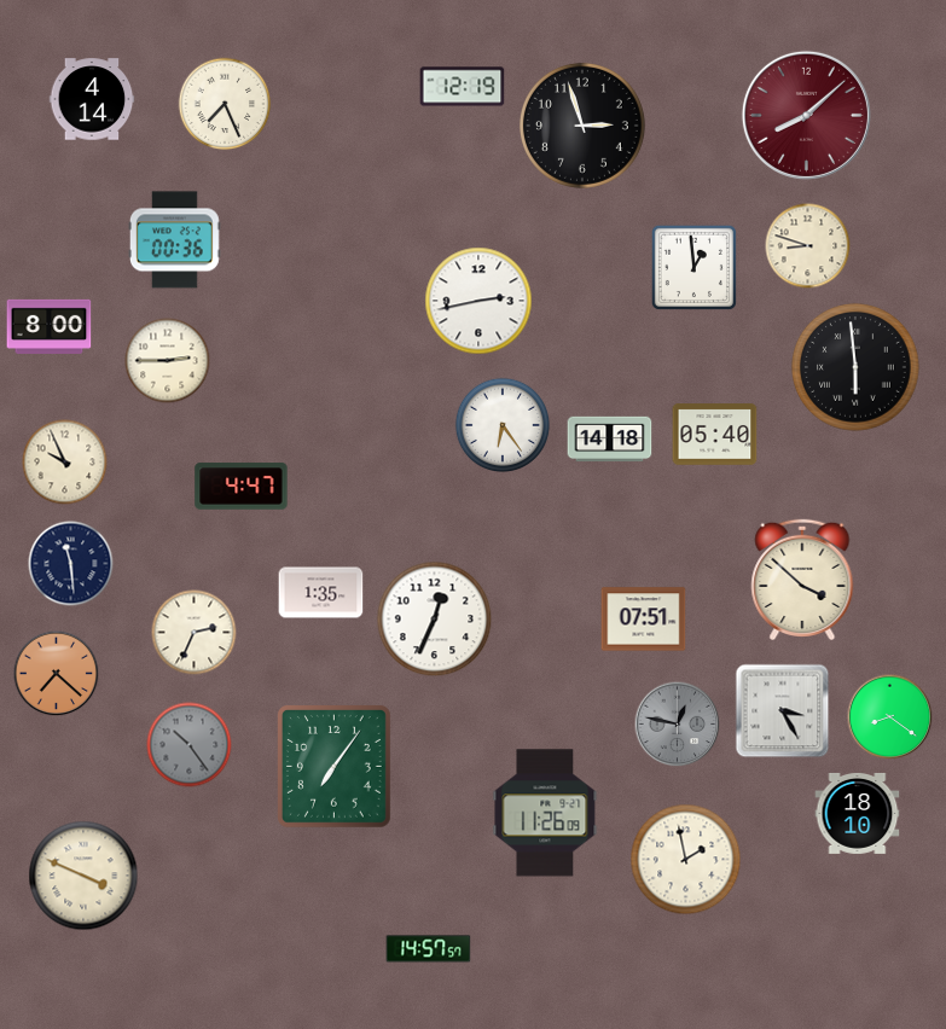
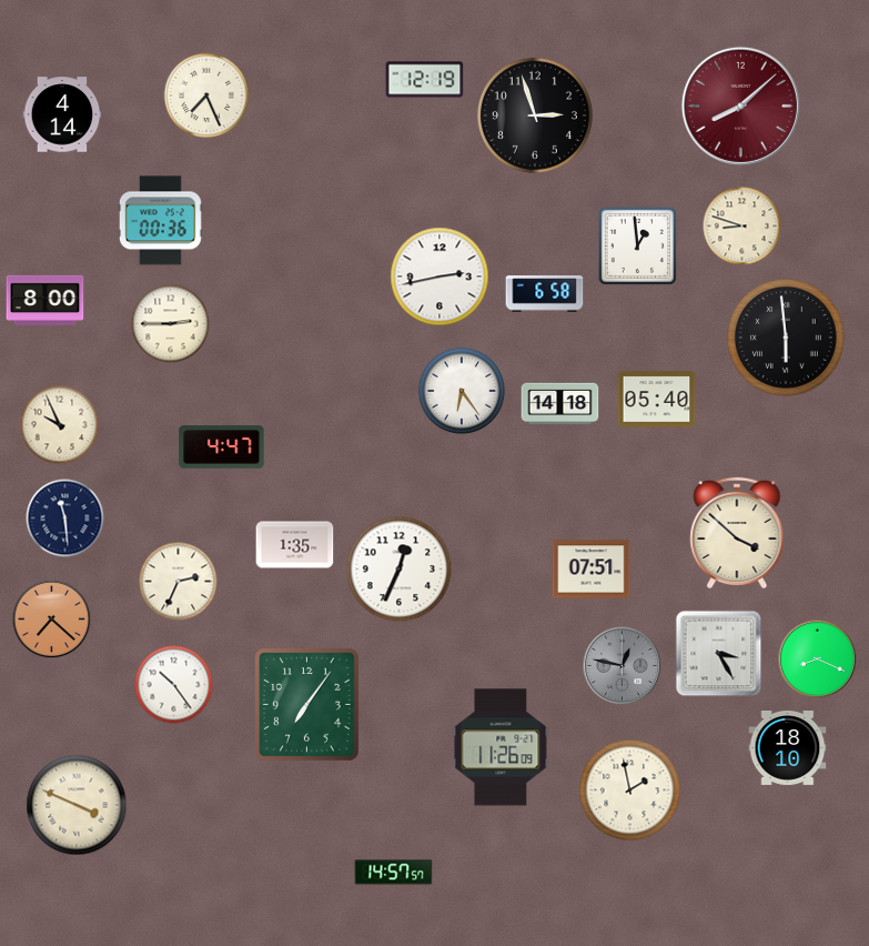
clock at (92, 99) position: (92, 99) -> (62, 114)
clock at (545, 294): none -> 6:58
clock at (168, 361) position: (168, 361) -> (171, 324)
clock at (890, 717): 8:21 -> 8:19
clock at (190, 745) dial: grey -> white
